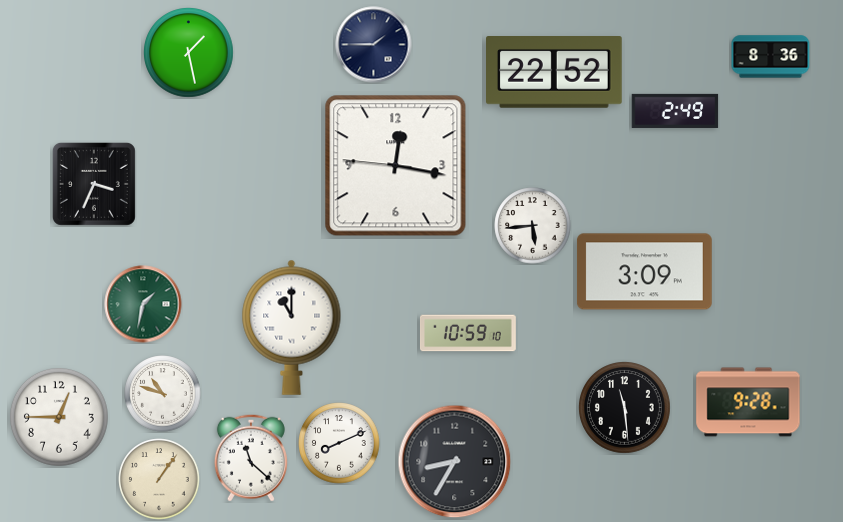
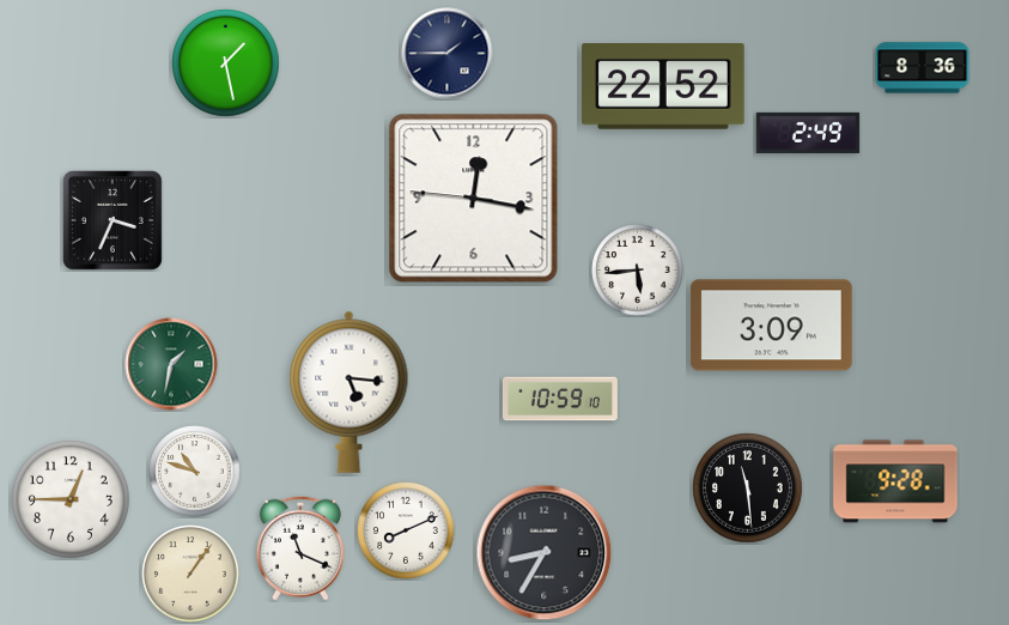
clock at (292, 327): 11:00 -> 5:16
clock at (251, 458): 11:22 -> 11:19
